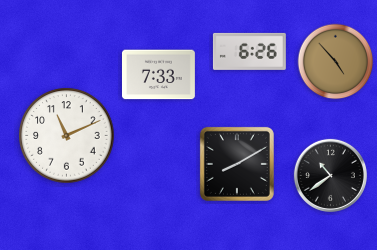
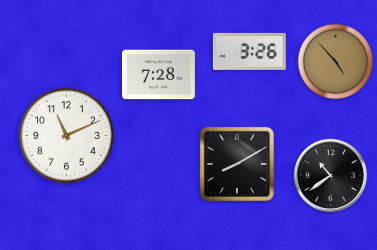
clock at (249, 51): 6:26 -> 3:26
clock at (158, 75): 7:33 -> 7:28
